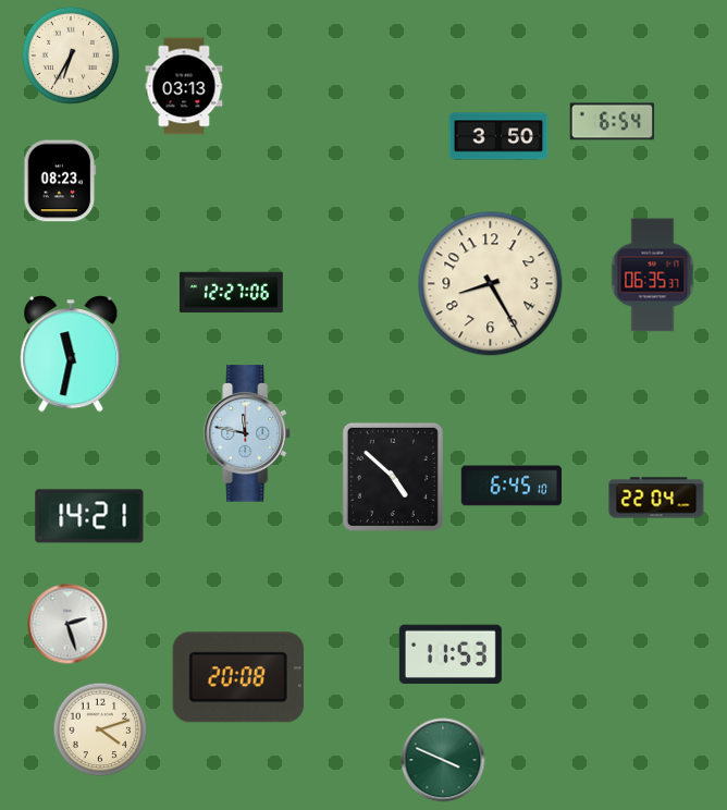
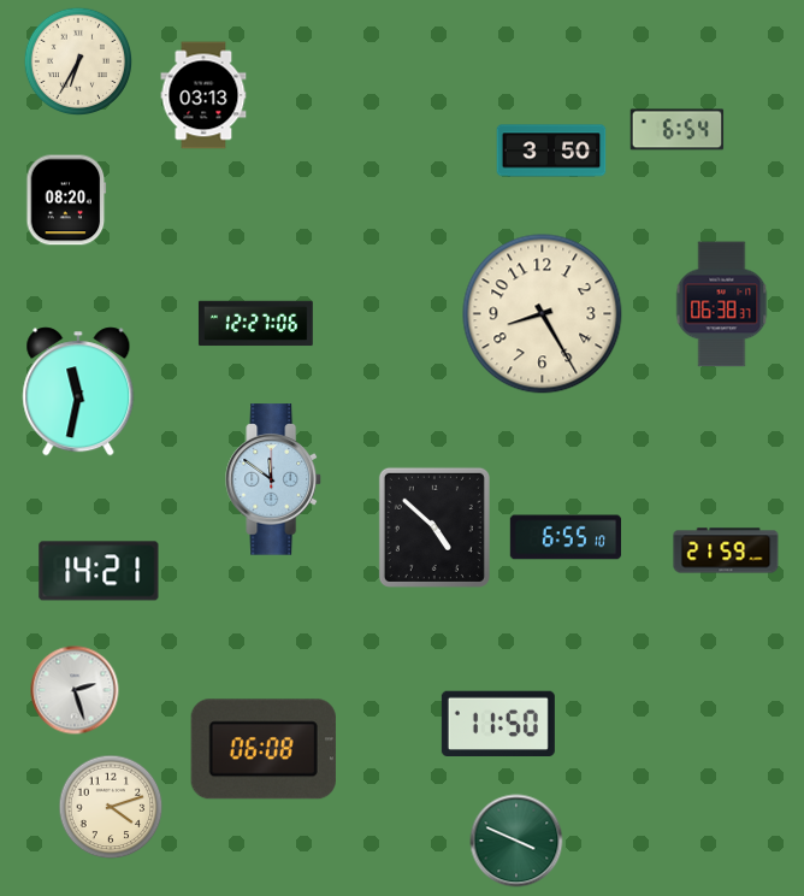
clock at (613, 122) position: (613, 122) -> (678, 130)
clock at (60, 181): 08:23 -> 08:20
clock at (653, 275): 06:35 -> 06:38
clock at (247, 433): 11:47 -> 11:51
clock at (510, 486): 6:45 -> 6:55
clock at (656, 498): 22:04 -> 21:59
clock at (451, 653): 11:53 -> 11:50
clock at (238, 677): 20:08 -> 06:08
clock at (443, 760) position: (443, 760) -> (516, 841)
